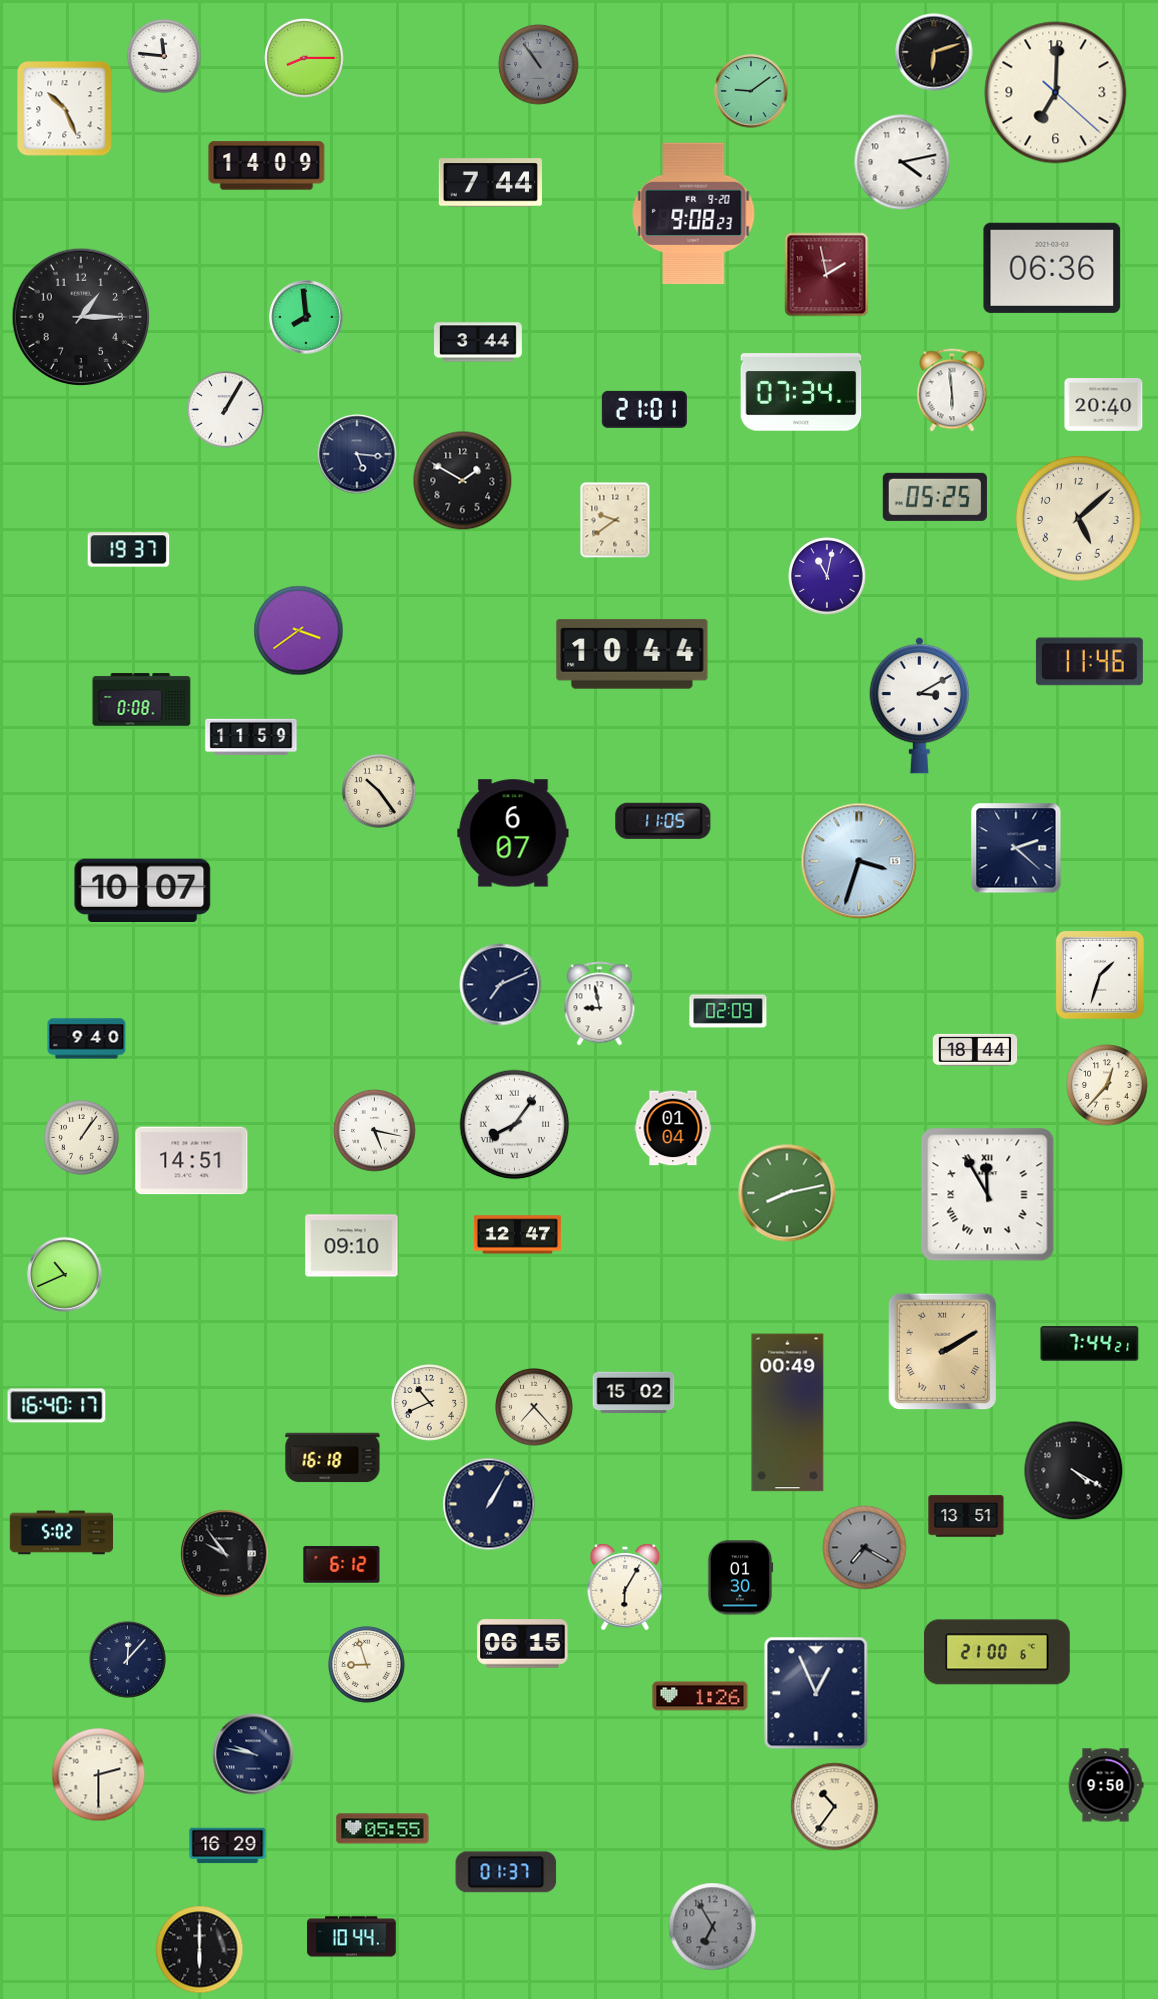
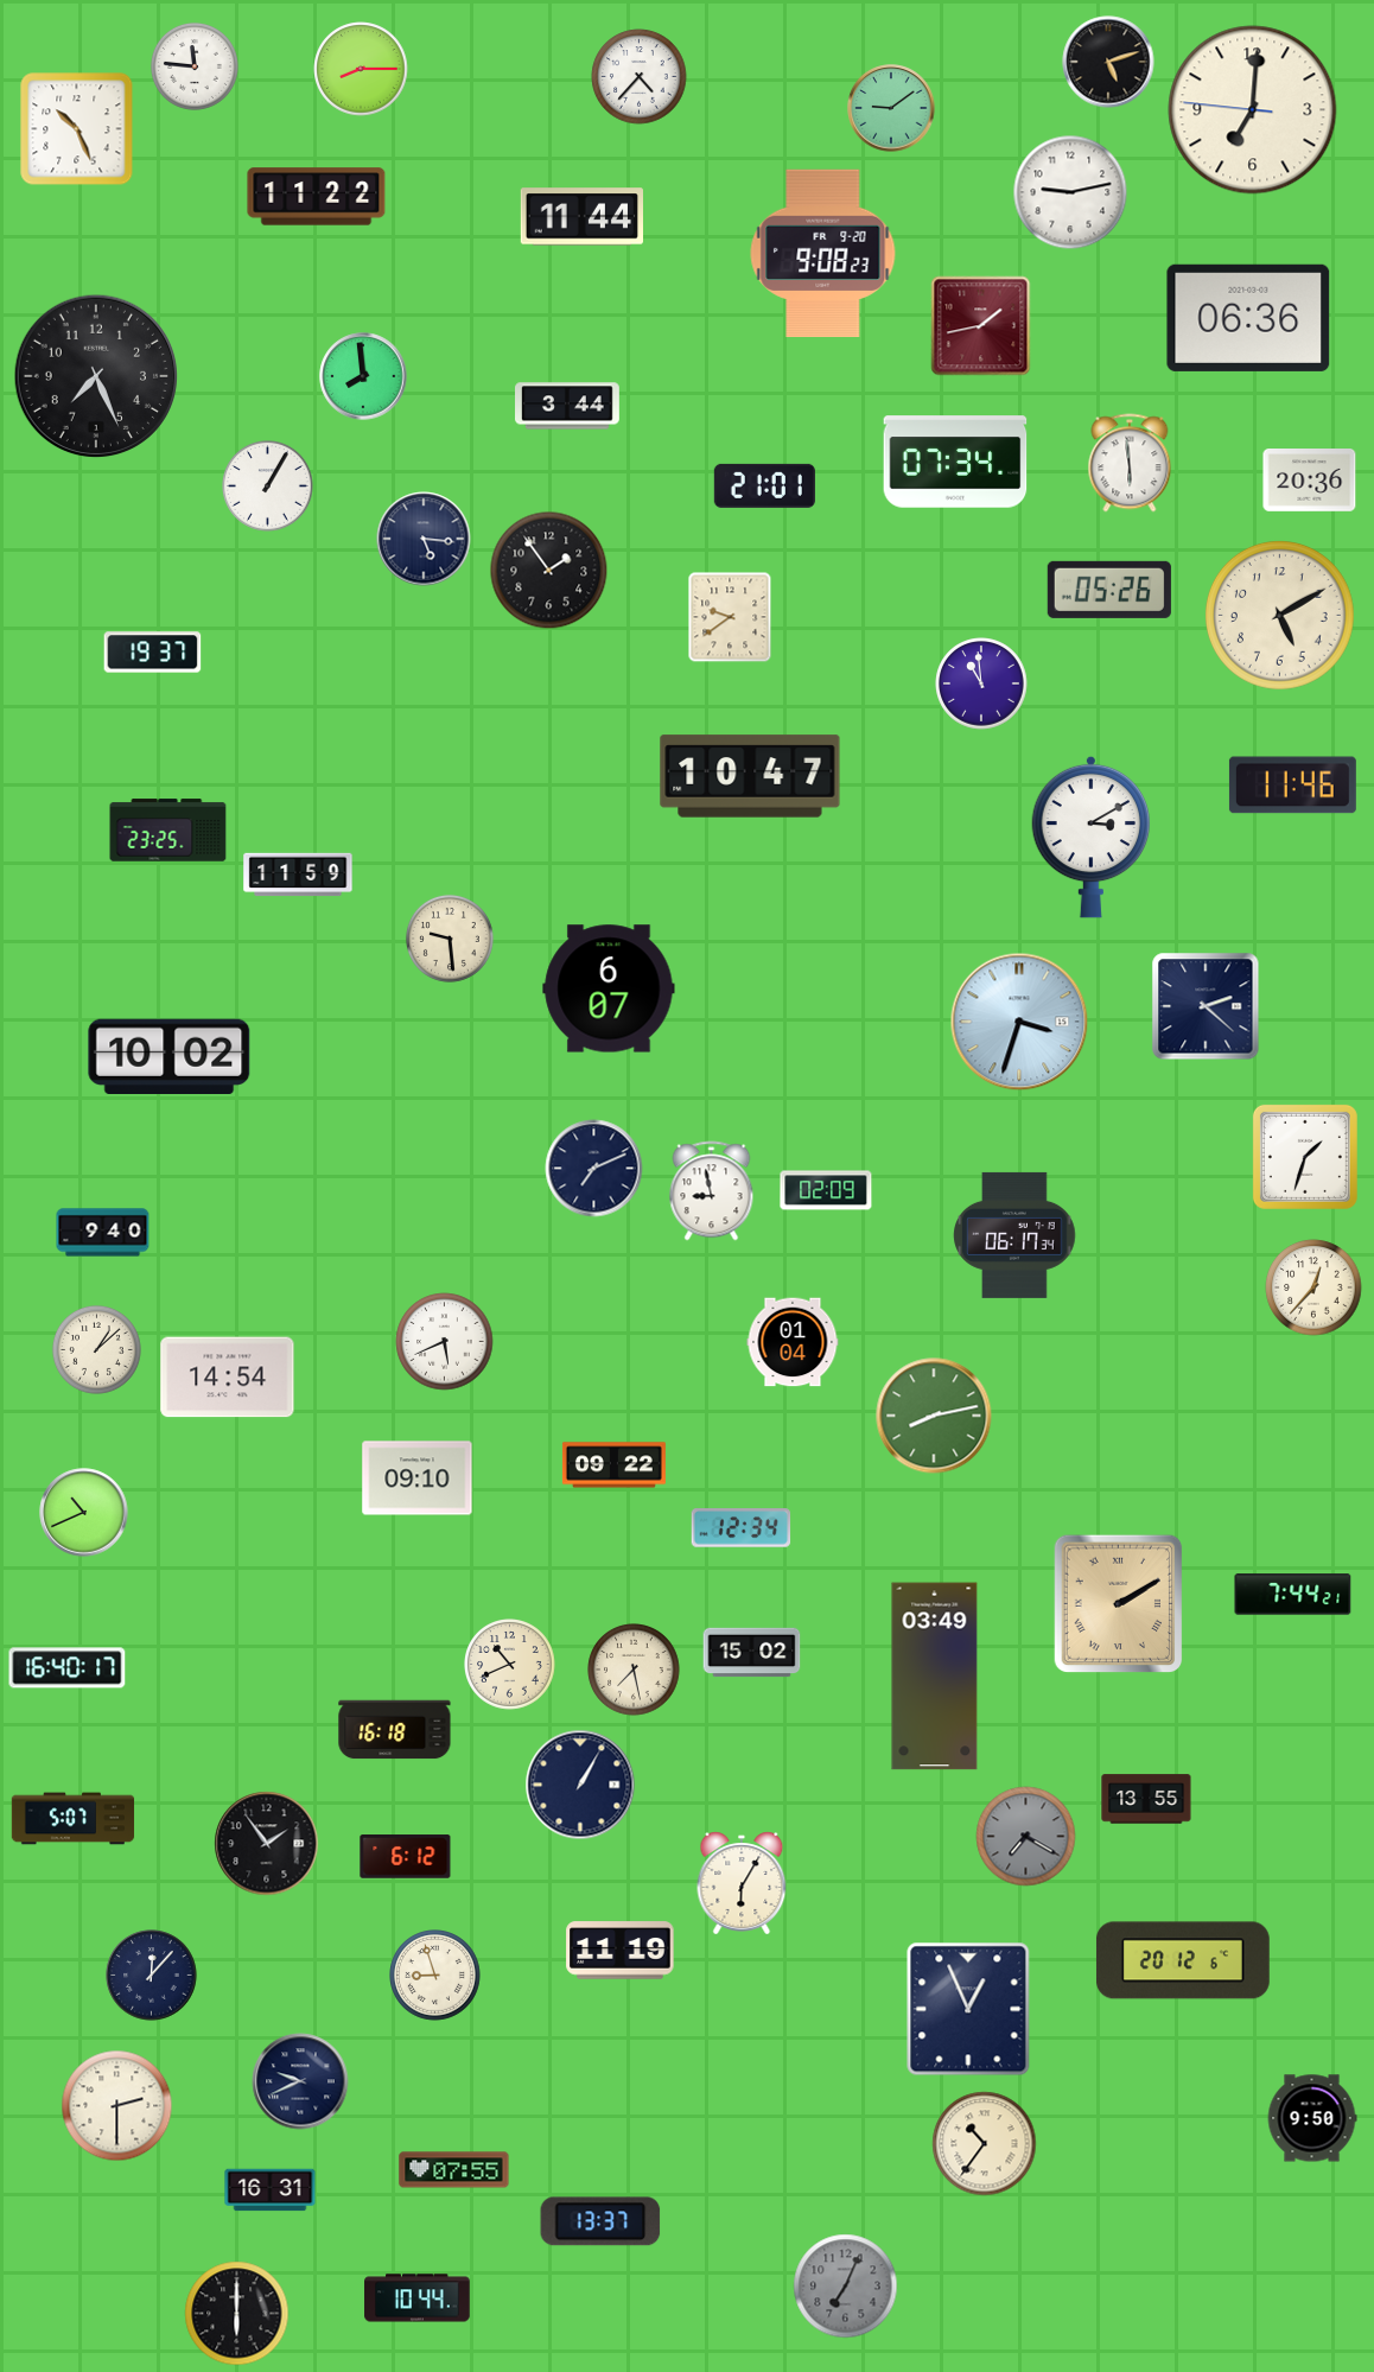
clock at (934, 52): 6:12 -> 5:12
clock at (539, 65): 10:54 -> 4:37
clock at (539, 65) dial: grey -> white
clock at (1056, 93): 7:00:22 -> 7:00:46
clock at (902, 162): 4:13 -> 9:13
clock at (267, 166): 14:09 -> 11:22
clock at (490, 183): 7:44 -> 11:44
clock at (827, 275): 1:58 -> 1:43
clock at (80, 316): 1:15 -> 7:26
clock at (801, 392) position: (801, 392) -> (955, 462)
clock at (1104, 405): 20:40 -> 20:36
clock at (463, 481): 1:50 -> 1:54
clock at (935, 497): 05:25 -> 05:26
clock at (1079, 519): 5:08 -> 5:10
clock at (827, 576): 11:02 -> 10:59
clock at (299, 631): 3:39 -> none
clock at (632, 654): 10:44 -> 10:47
clock at (142, 700): 0:08 -> 23:25
clock at (379, 791): 10:24 -> 9:29
clock at (663, 821): 11:05 -> none
clock at (143, 890): 10:07 -> 10:02
clock at (728, 1011) position: (728, 1011) -> (826, 1190)
clock at (1014, 1235): none -> 06:17
clock at (975, 1050): 18:44 -> none
clock at (515, 1125): 8:06 -> none
clock at (673, 1128) position: (673, 1128) -> (793, 1342)
clock at (375, 1131): 5:17 -> 5:41
clock at (81, 1137): 1:06 -> 1:08
clock at (192, 1161): 14:51 -> 14:54
clock at (988, 1195): 11:55 -> none
clock at (517, 1235): 12:47 -> 09:22
clock at (65, 1275) position: (65, 1275) -> (84, 1513)
clock at (742, 1528): none -> 12:34
clock at (534, 1407): 7:23 -> 7:28
clock at (788, 1413): 00:49 -> 03:49
clock at (1074, 1471): 4:20 -> none
clock at (966, 1516): 13:51 -> 13:55
clock at (62, 1533): 5:02 -> 5:07
clock at (225, 1554): 9:54 -> 1:54
clock at (740, 1578): 01:30 -> none
clock at (523, 1644): 06:15 -> 11:19
clock at (997, 1652): 21:00 -> 20:12
clock at (128, 1660) position: (128, 1660) -> (152, 1976)
clock at (700, 1696): 1:26 -> none
clock at (253, 1754): 9:47 -> 9:41
clock at (835, 1807) position: (835, 1807) -> (985, 2144)
clock at (383, 1829): 05:55 -> 07:55
clock at (228, 1846): 16:29 -> 16:31
clock at (506, 1872): 01:37 -> 13:37
clock at (713, 1927): 6:55 -> 7:04
